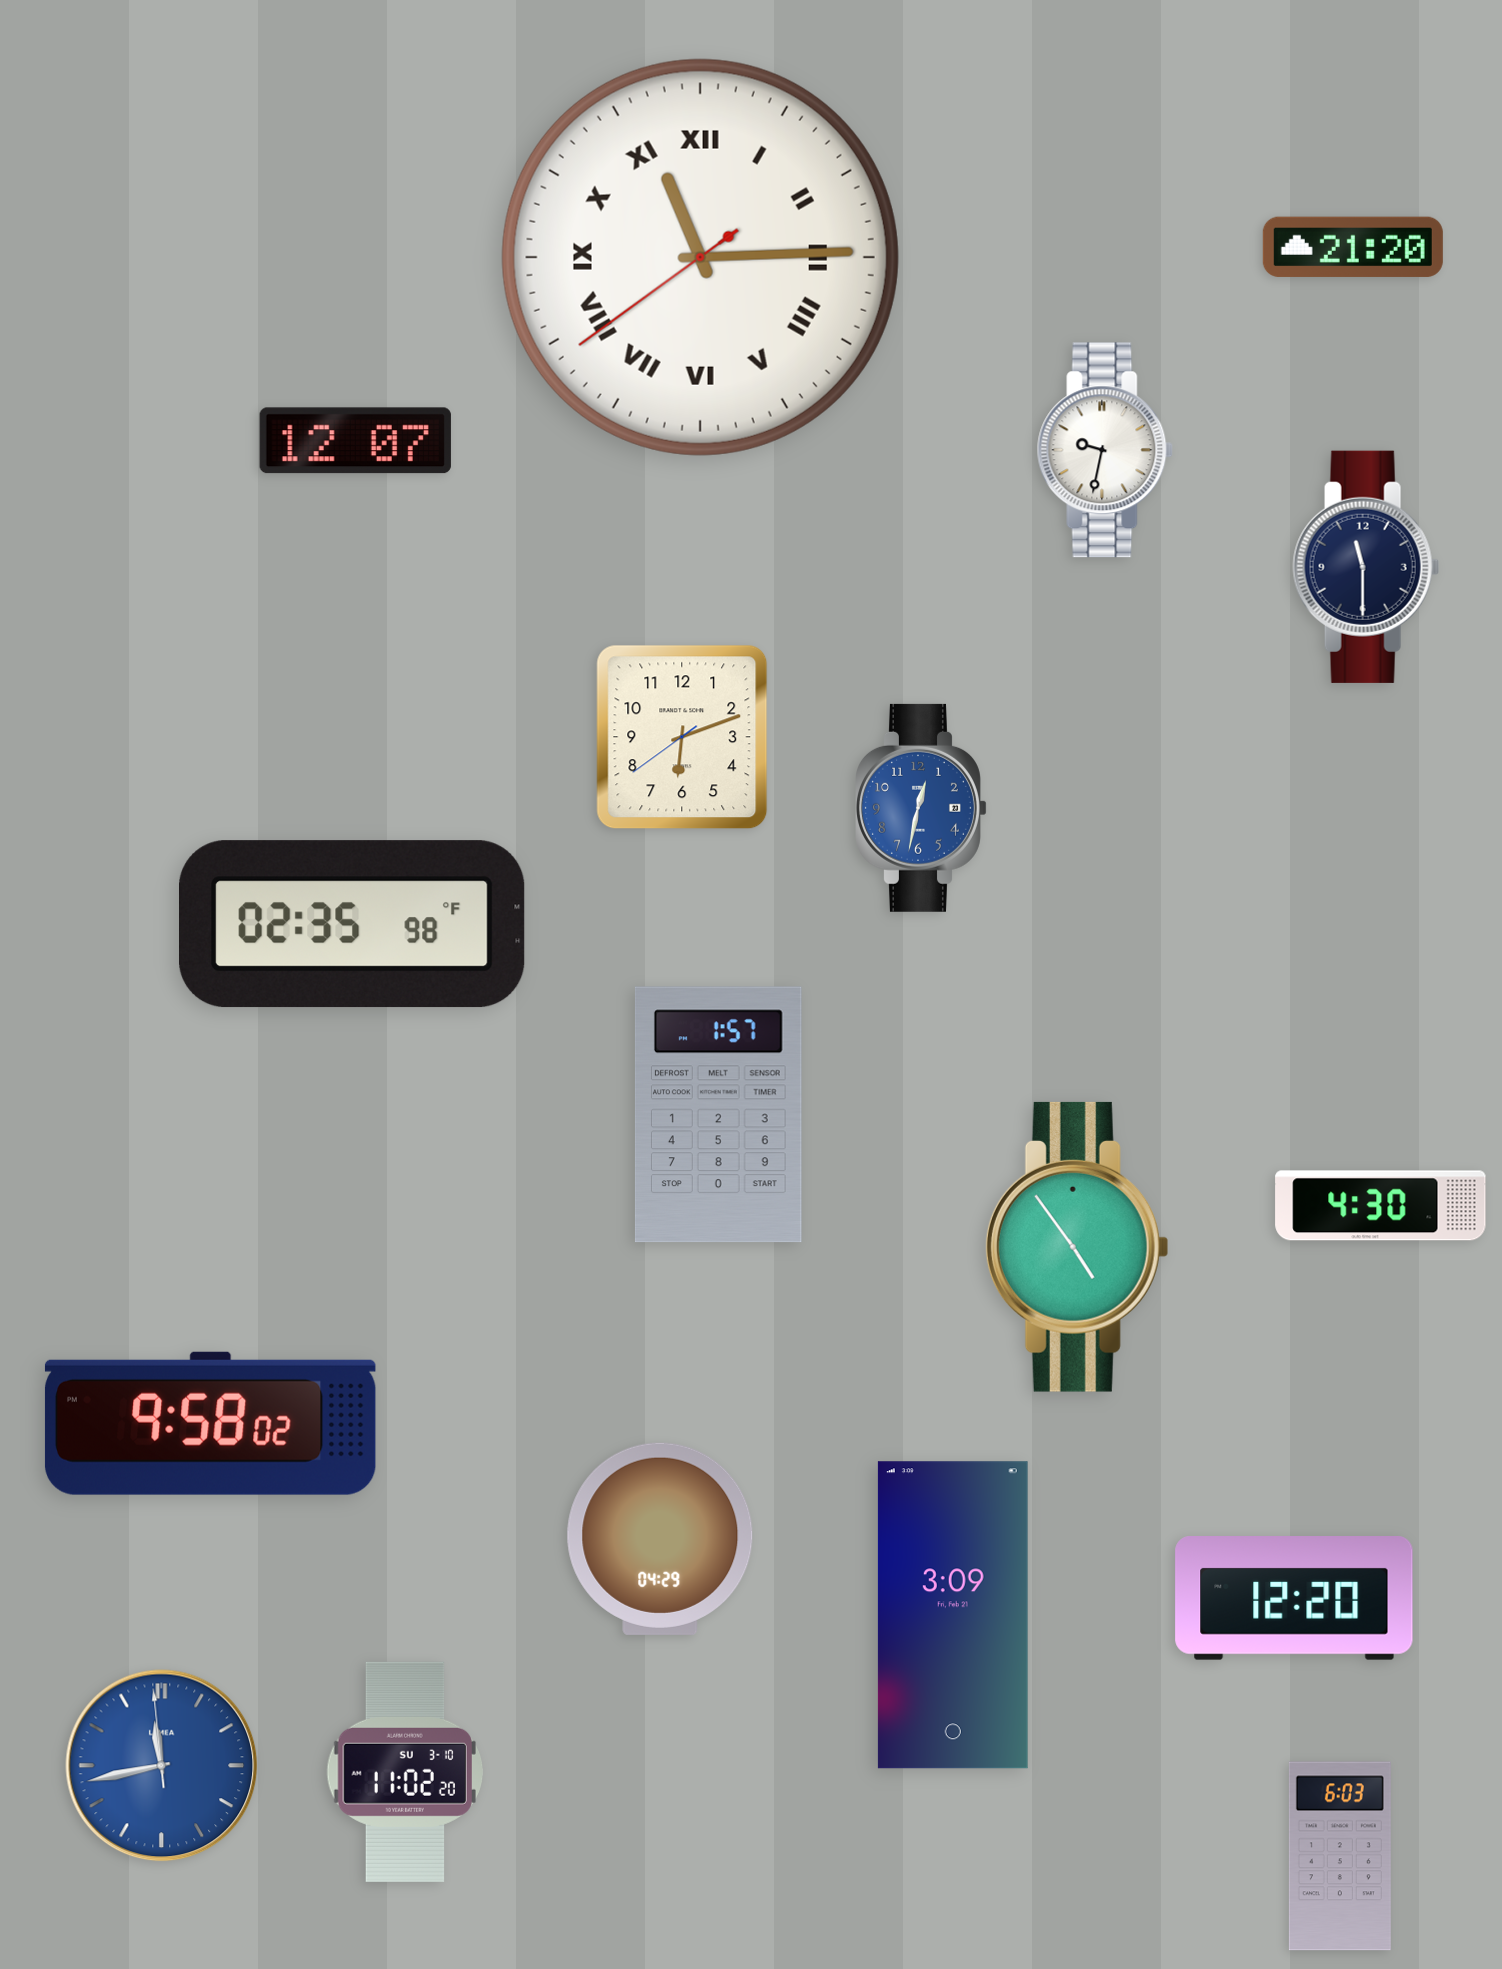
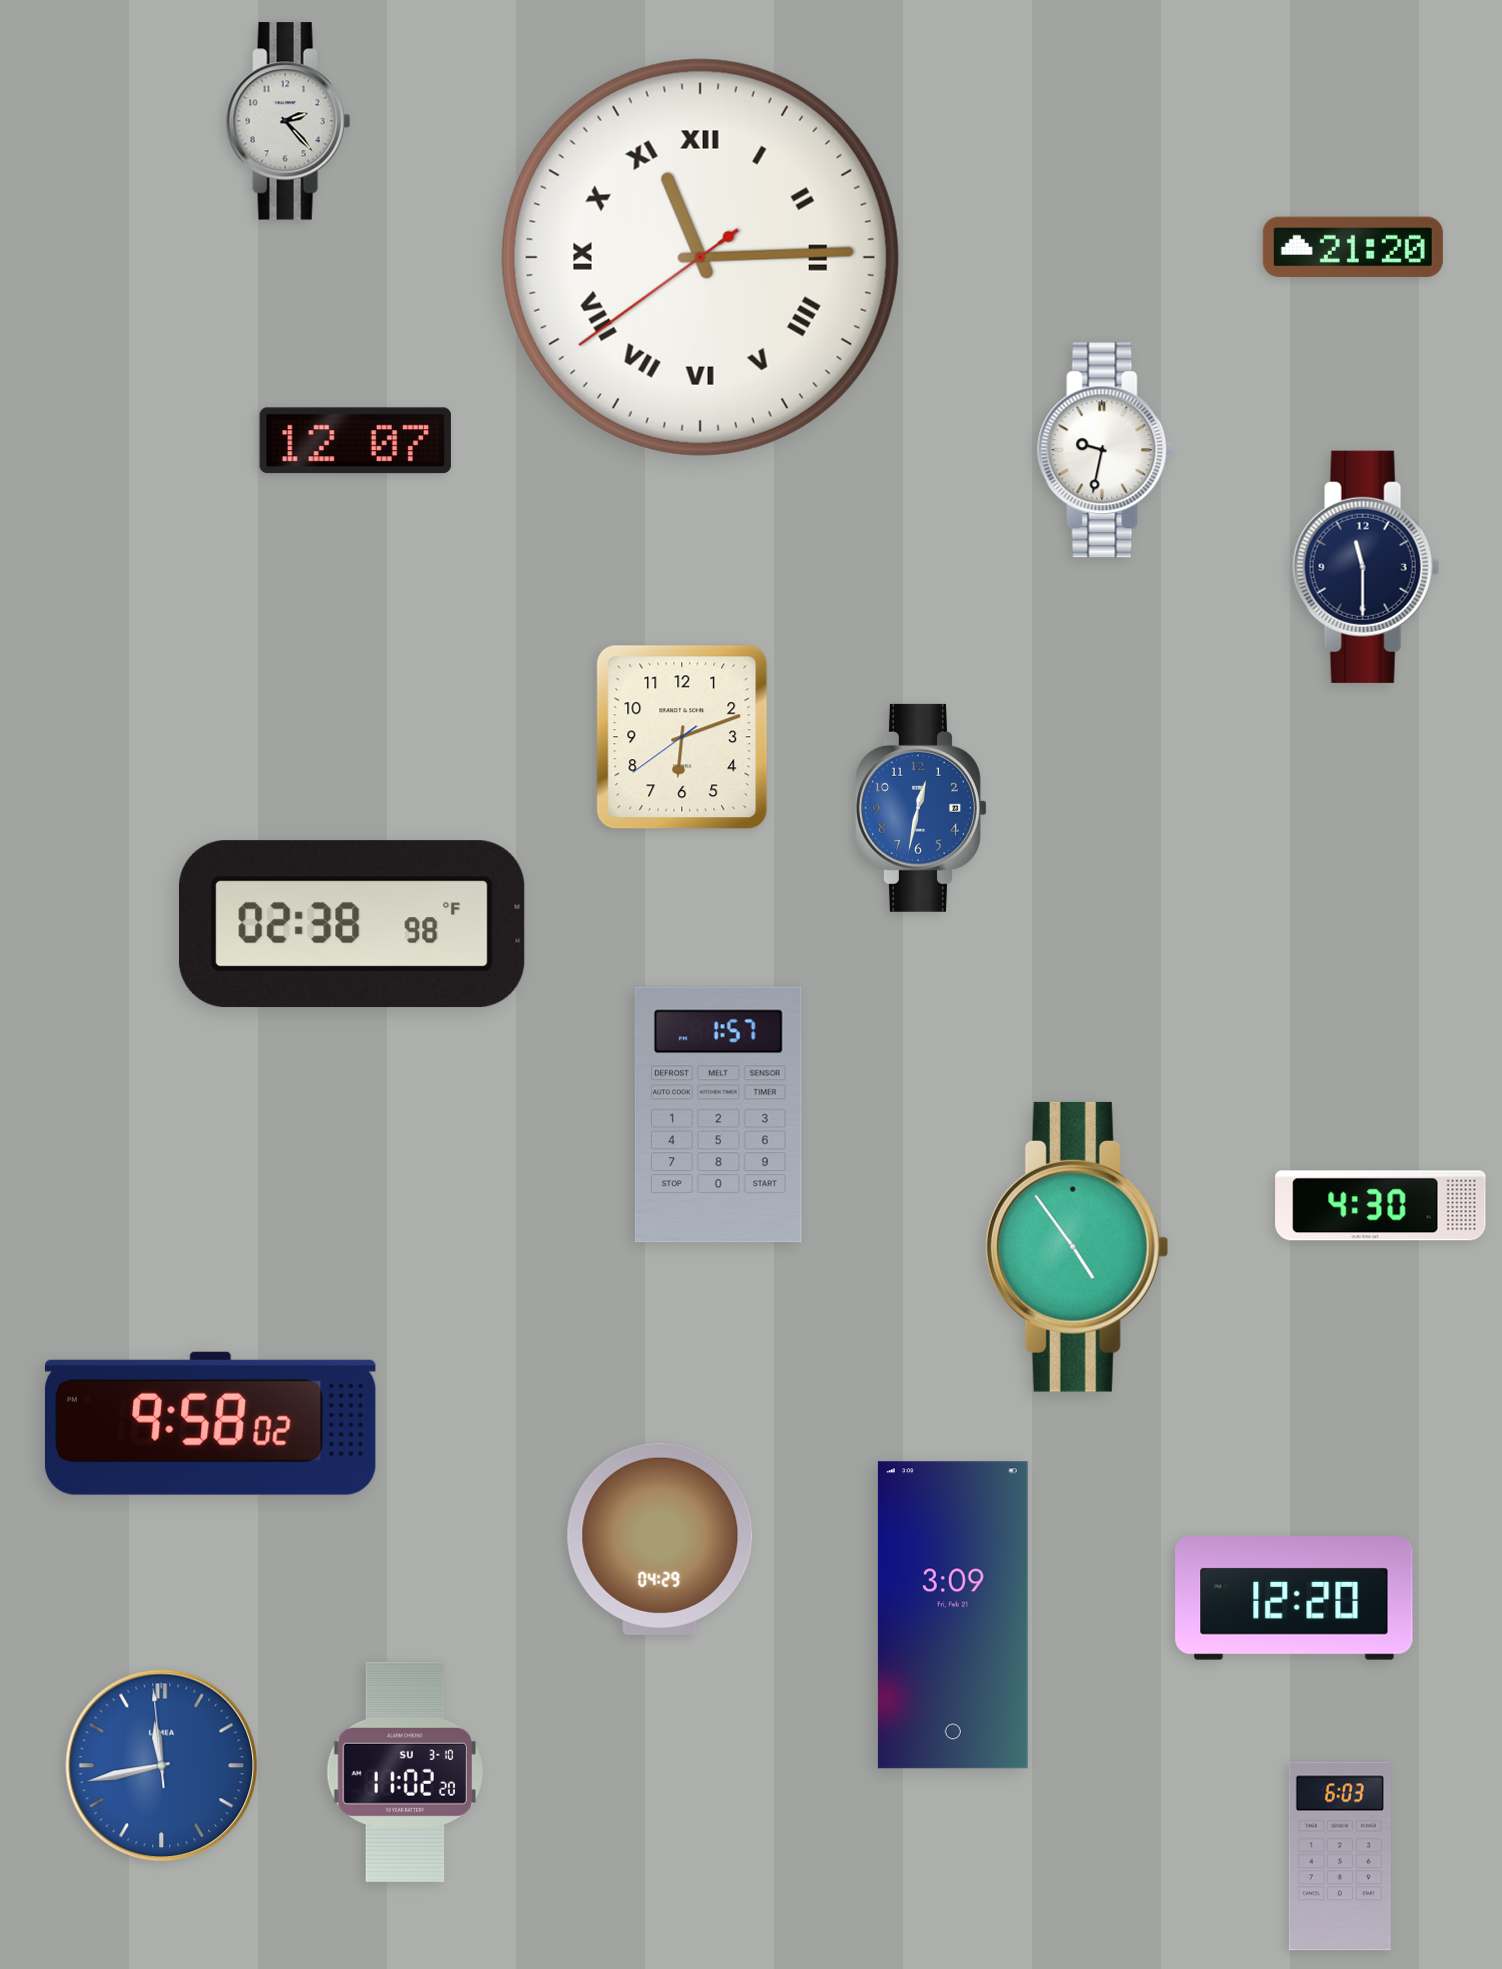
clock at (288, 121): none -> 2:23
clock at (353, 924): 02:35 -> 02:38
